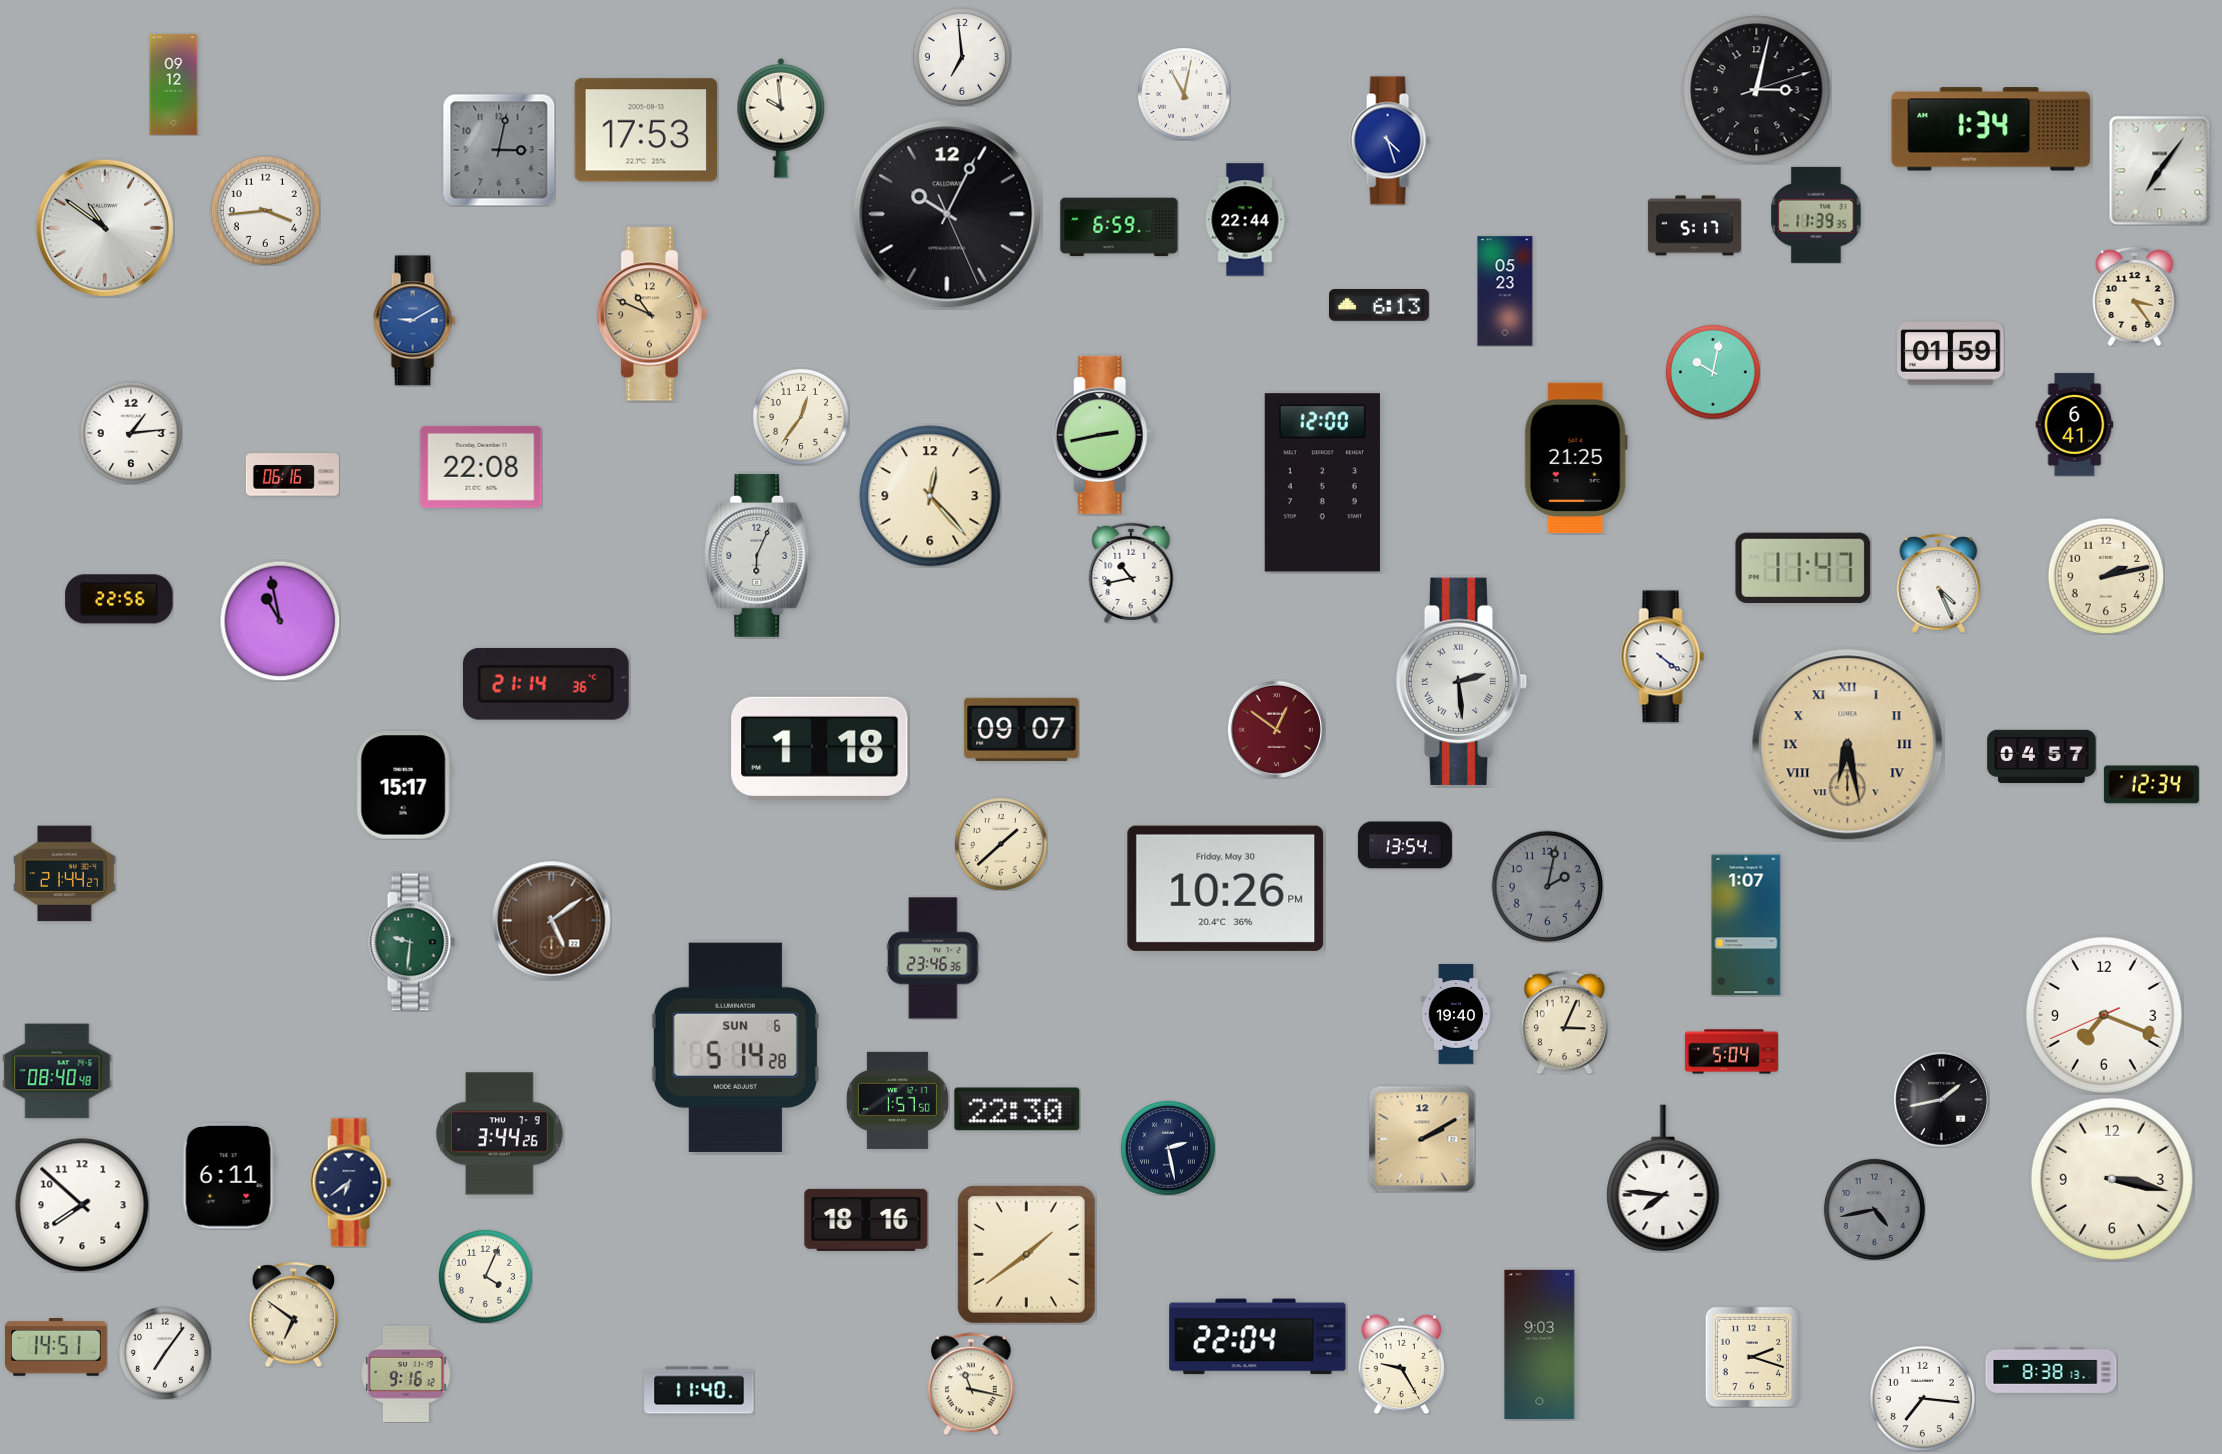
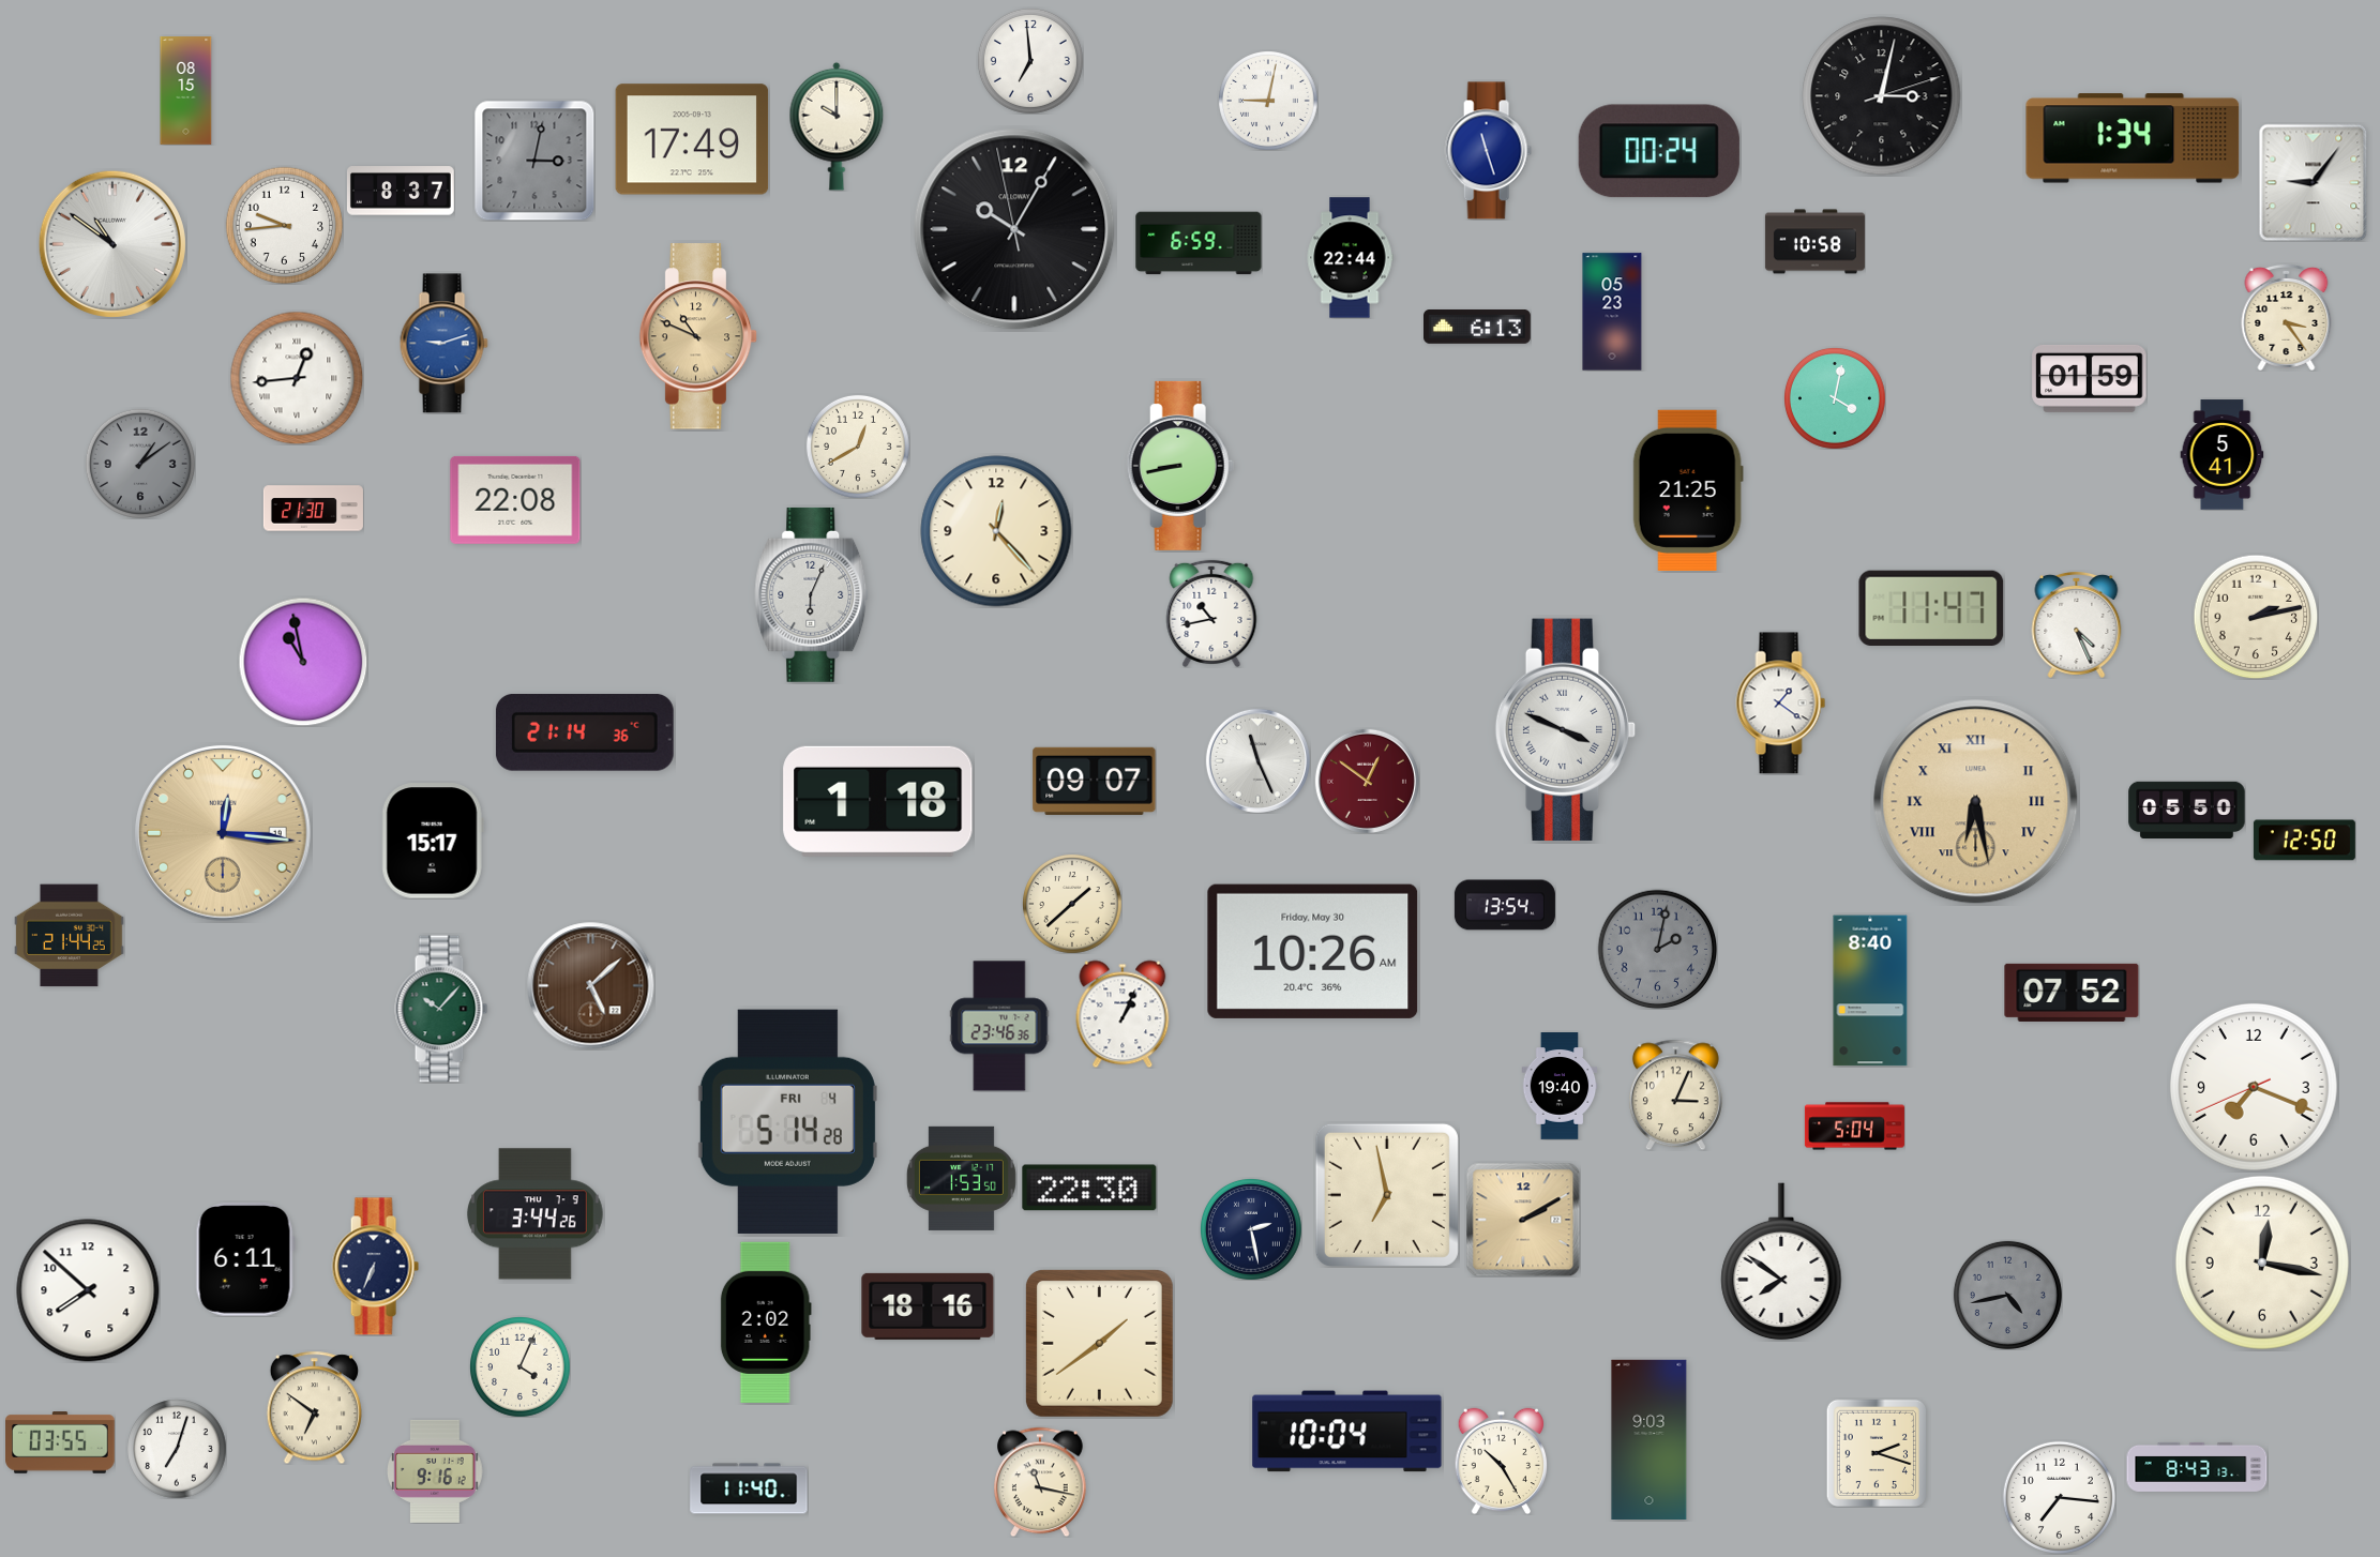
clock at (174, 85): 09:12 -> 08:15
clock at (1184, 94): 11:02 -> 9:02
clock at (781, 118): 9:59 -> 10:00
clock at (646, 130): 17:53 -> 17:49
clock at (1389, 141): 4:27 -> 11:27
clock at (1659, 151): none -> 00:24
clock at (2160, 170): 7:06 -> 9:06
clock at (401, 191): none -> 8:37
clock at (265, 210): 3:44 -> 9:44
clock at (947, 214): 10:04:26 -> 10:04:58
clock at (1816, 215): 11:39 -> none
clock at (1245, 220) position: (1245, 220) -> (1350, 258)
clock at (1694, 226): 5:17 -> 10:58
clock at (414, 321): 9:10 -> 9:12
clock at (297, 378): none -> 12:44
clock at (1713, 372): 10:02 -> 4:02
clock at (801, 417): 12:36 -> 12:40
clock at (2075, 425): 6:41 -> 5:41
clock at (131, 433): 1:14 -> 1:09
clock at (131, 433) dial: white -> grey
clock at (1102, 435): 2:43 -> 8:43
clock at (292, 475): 06:16 -> 21:30
clock at (1322, 483): 12:00 -> none
clock at (119, 599): 22:56 -> none
clock at (280, 621) position: (280, 621) -> (303, 662)
clock at (1663, 657): 4:21 -> 1:21
clock at (1462, 681): 2:29 -> 3:49
clock at (1257, 760): none -> 11:26
clock at (1848, 745) position: (1848, 745) -> (1976, 802)
clock at (2042, 756): 04:57 -> 05:50
clock at (224, 834): none -> 12:16
clock at (2151, 785): 12:34 -> 12:50
clock at (65, 874): 21:44:27 -> 21:44:25
clock at (1226, 888): 10:26 PM -> 10:26 AM
clock at (552, 921): 5:09 -> 5:08
clock at (1746, 925): 1:07 -> 8:40
clock at (2072, 993): none -> 07:52
clock at (412, 942): 9:31 -> 10:07
clock at (1123, 1014): none -> 1:04
clock at (735, 1047) date: SUN 6 -> FRI 4
clock at (57, 1071): 08:40 -> none
clock at (1941, 1099): 1:43 -> none
clock at (897, 1100): 1:57 -> 1:53
clock at (1387, 1195): none -> 6:58
clock at (1663, 1178): 7:46 -> 7:51
clock at (2112, 1179): 3:17 -> 12:17
clock at (350, 1183): 6:39 -> 6:34
clock at (766, 1322): none -> 2:02
clock at (1258, 1337): 22:04 -> 10:04
clock at (57, 1347): 14:51 -> 03:55
clock at (165, 1353): 7:06 -> 7:03
clock at (1402, 1364): 9:25 -> 10:25
clock at (2051, 1370): 8:38 -> 8:43
